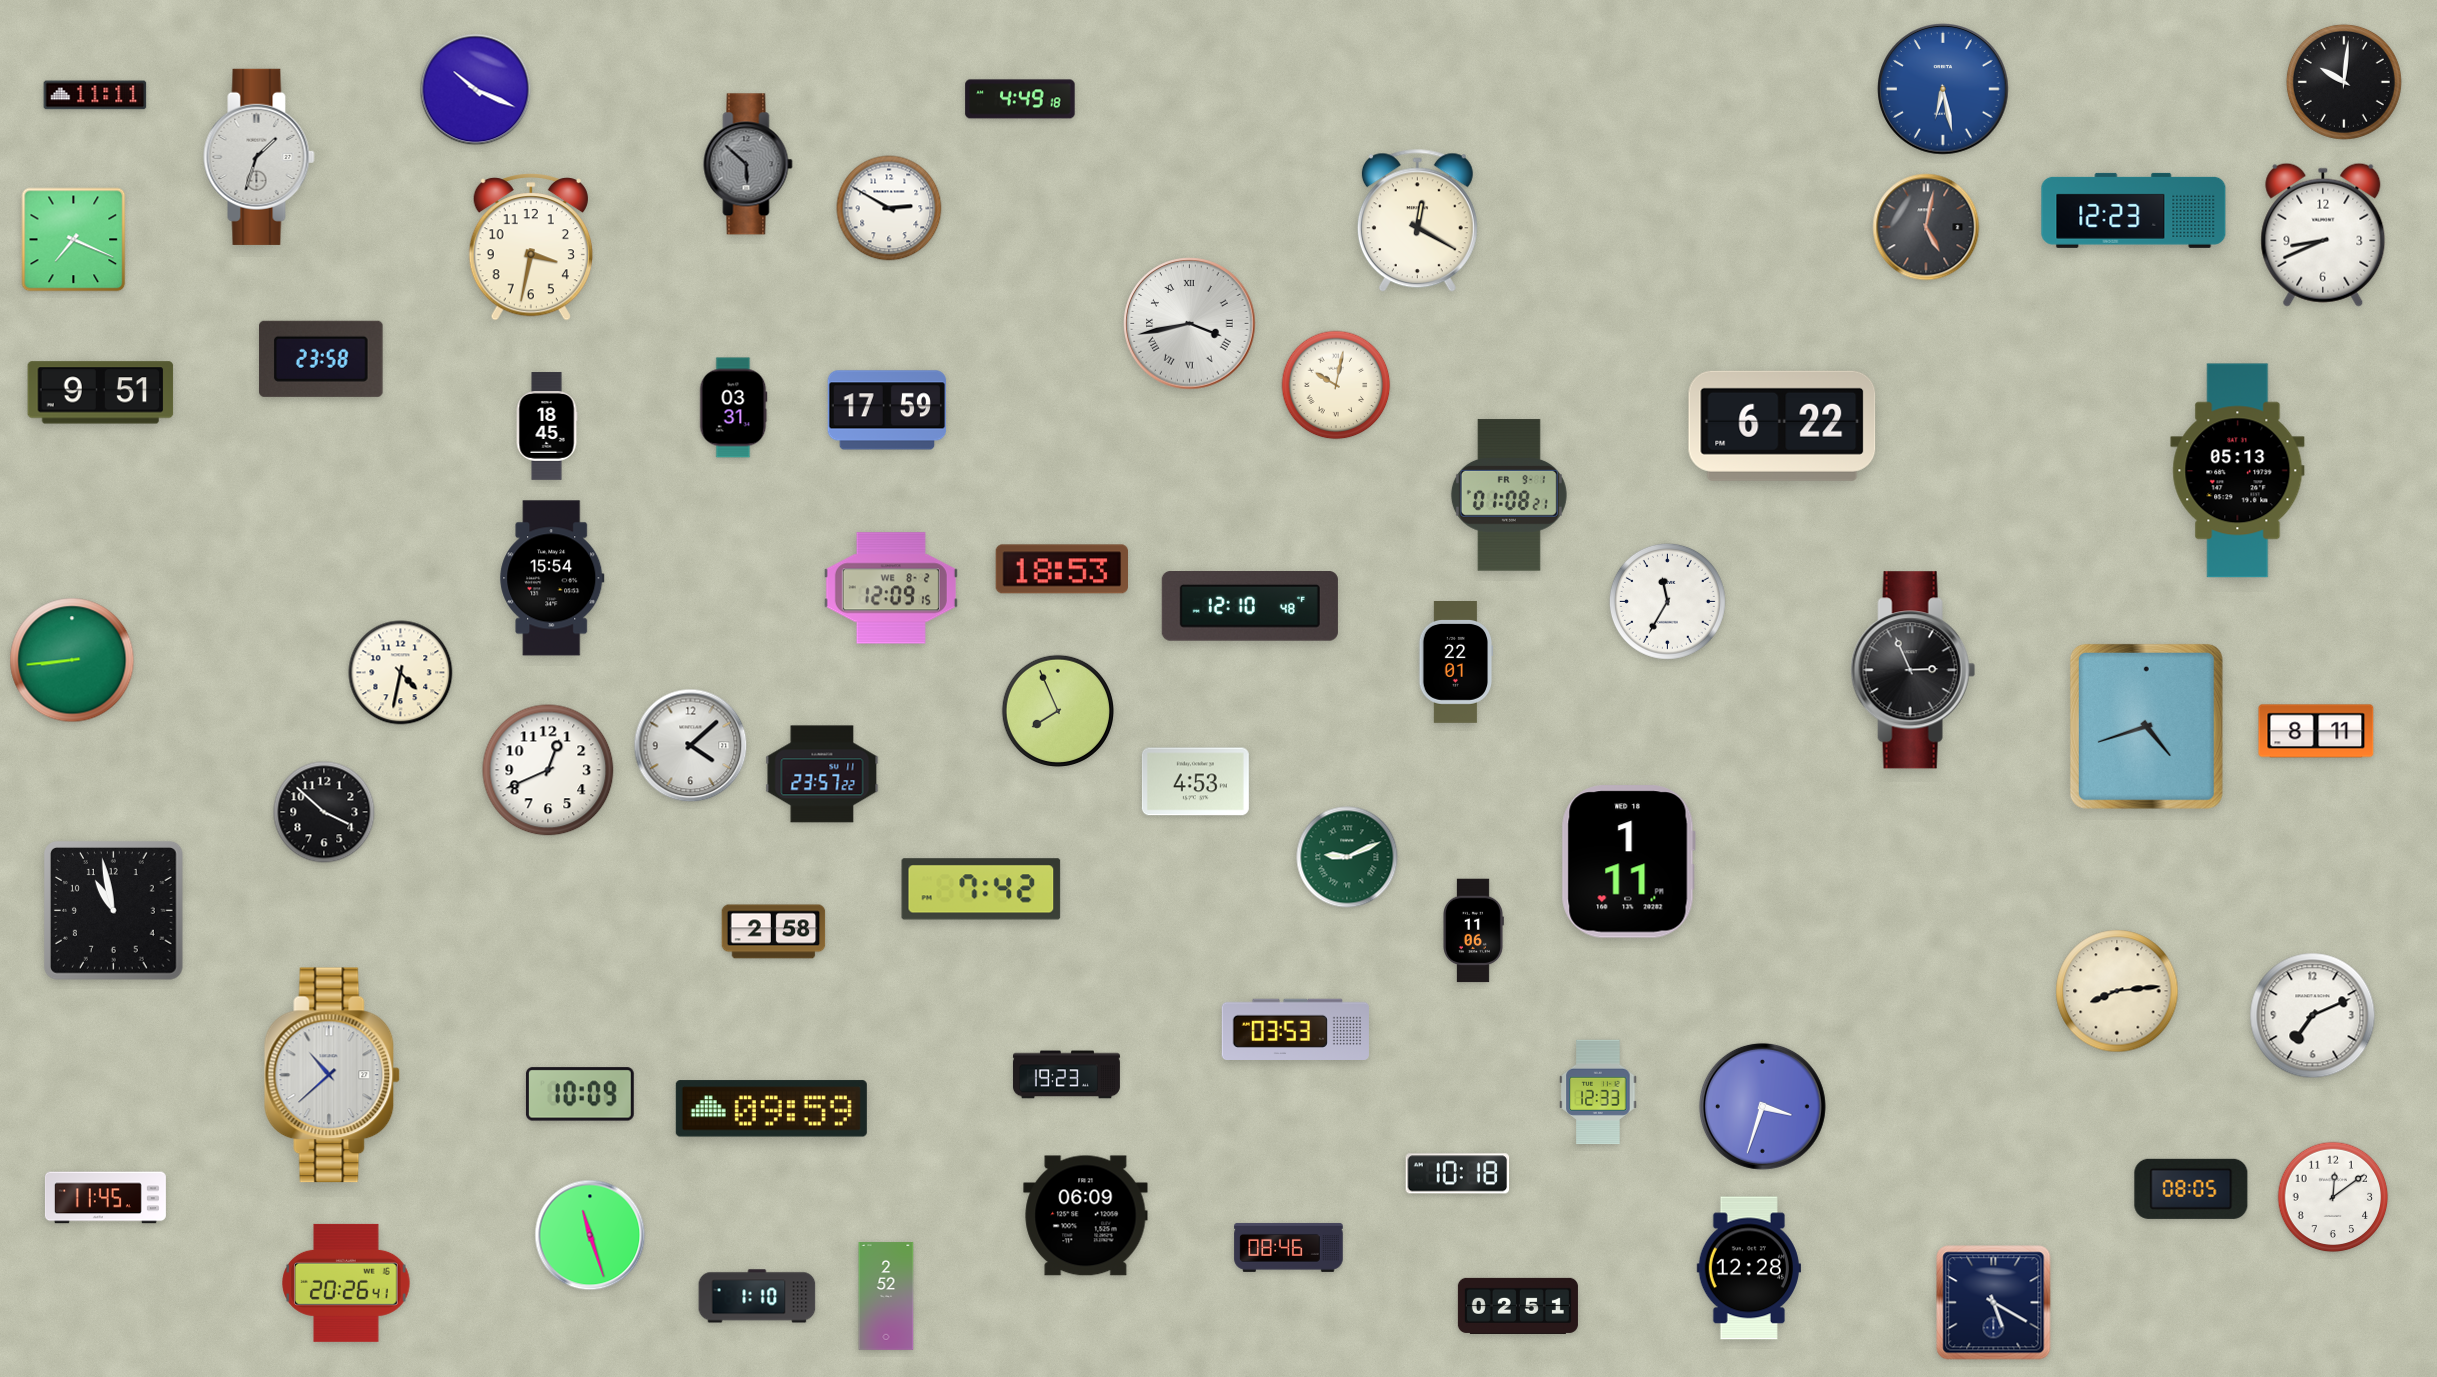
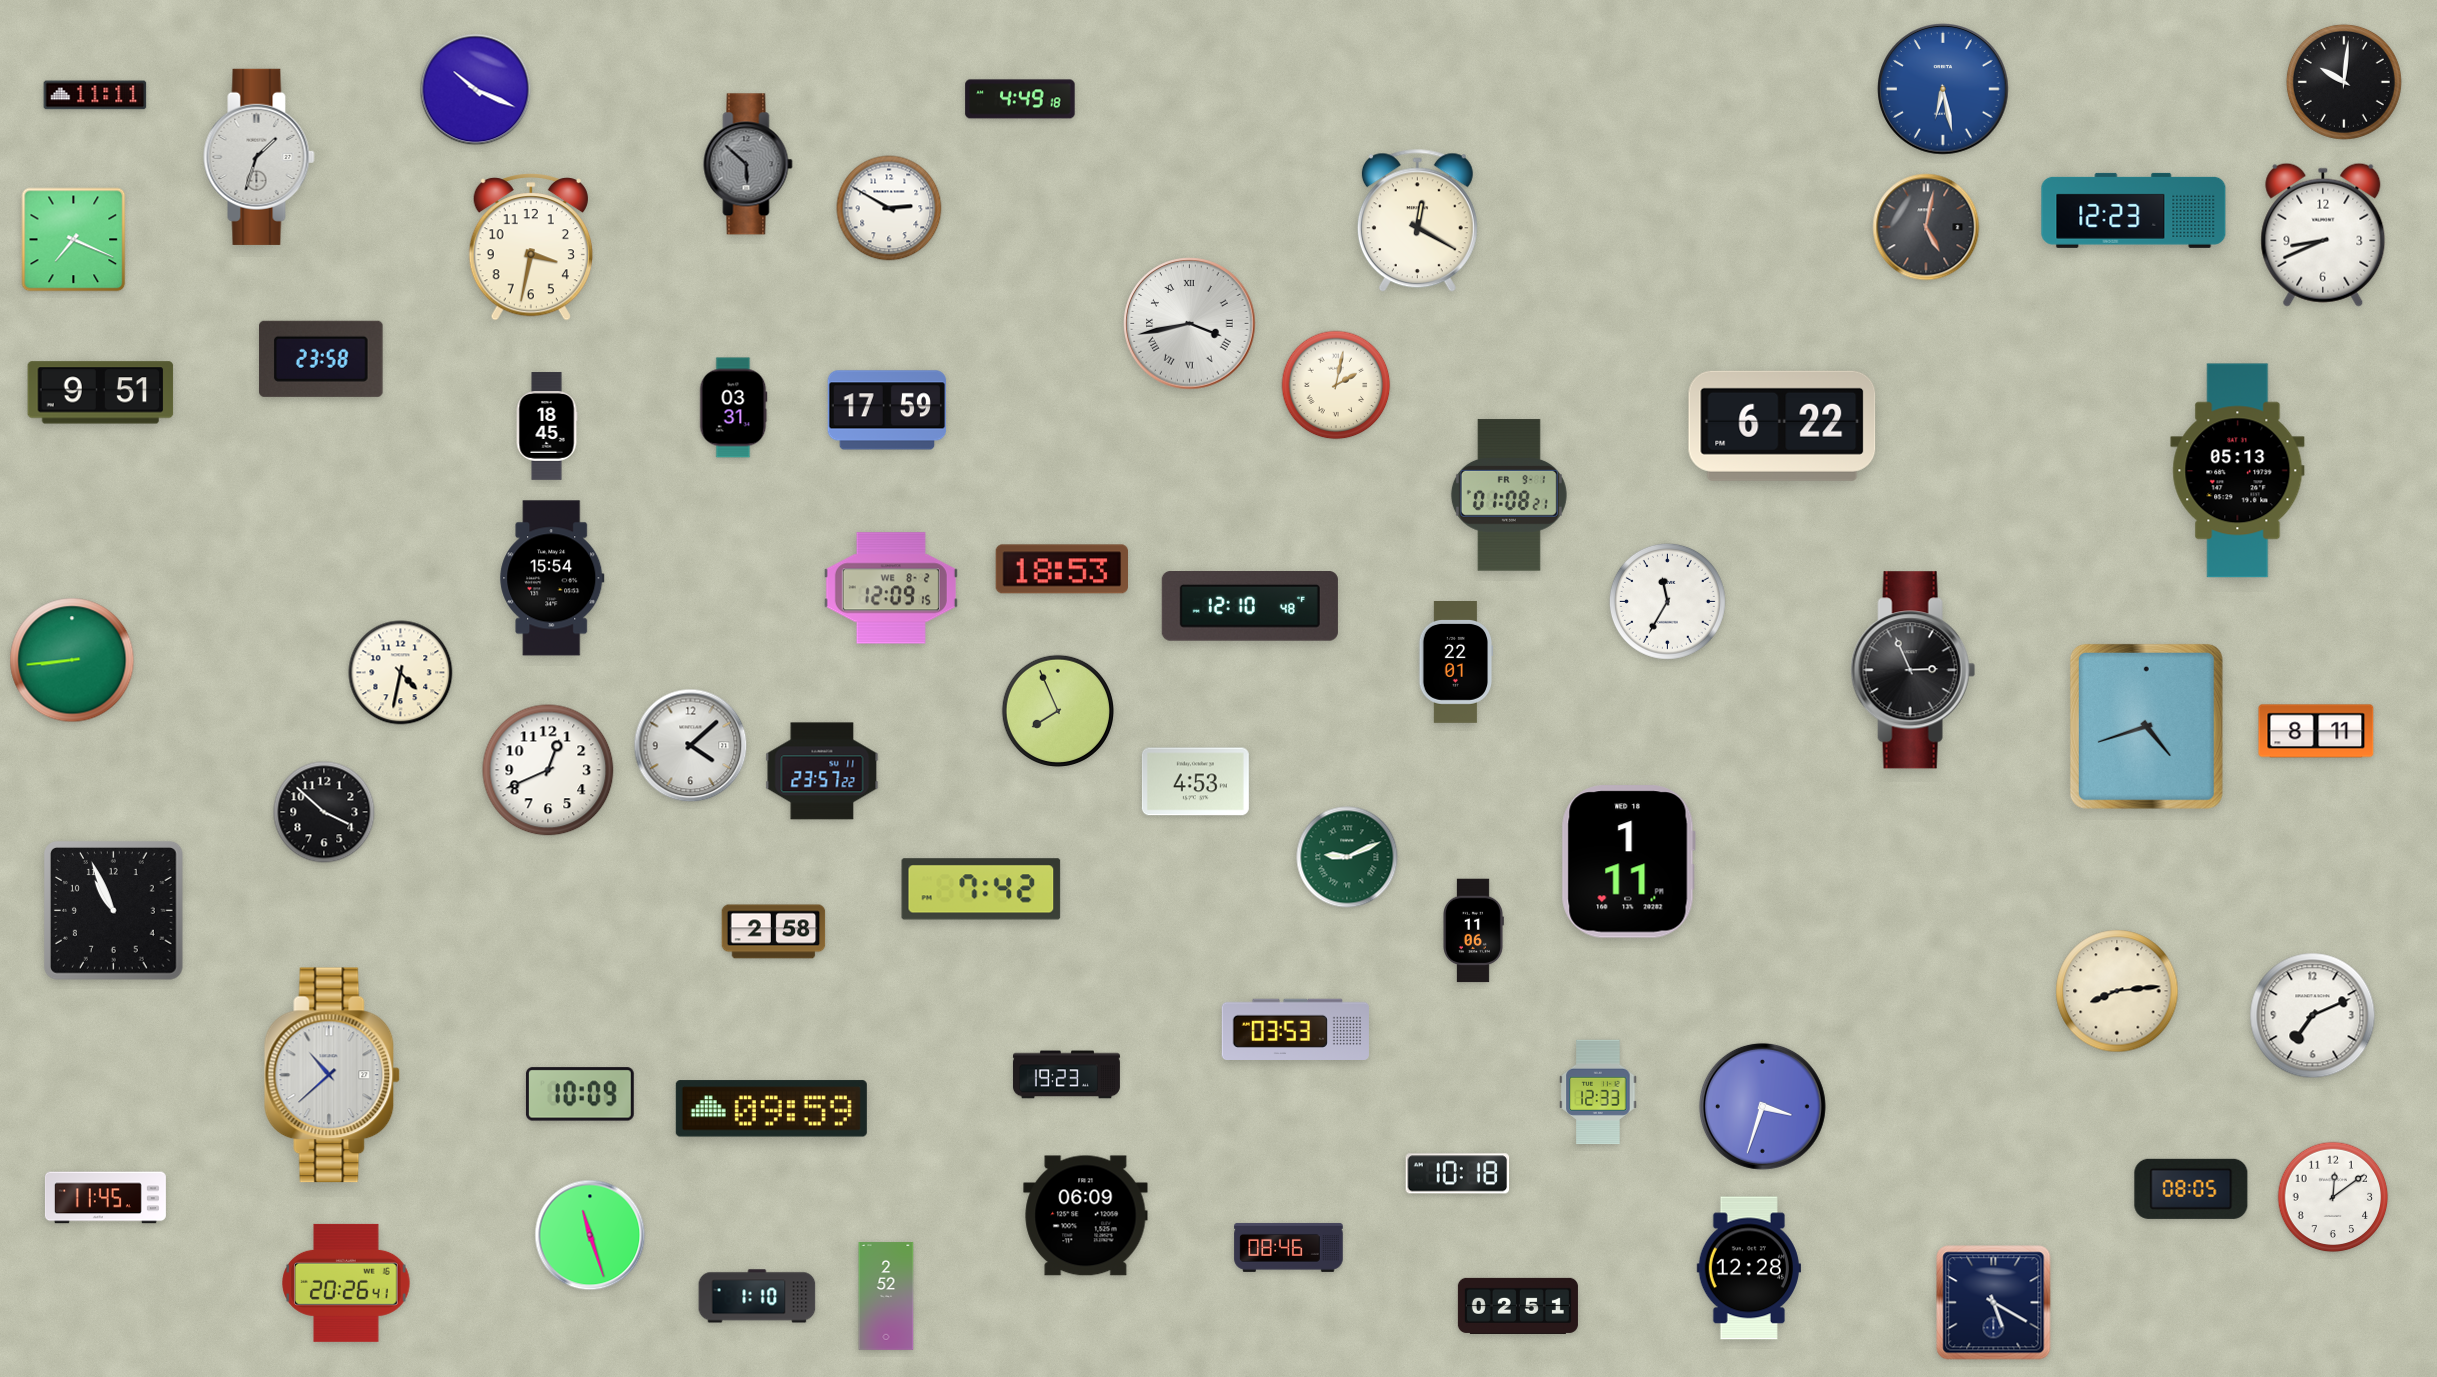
clock at (1336, 385): 10:02 -> 2:02
clock at (822, 774) position: (822, 774) -> (822, 771)
clock at (113, 910): 10:58 -> 10:56
